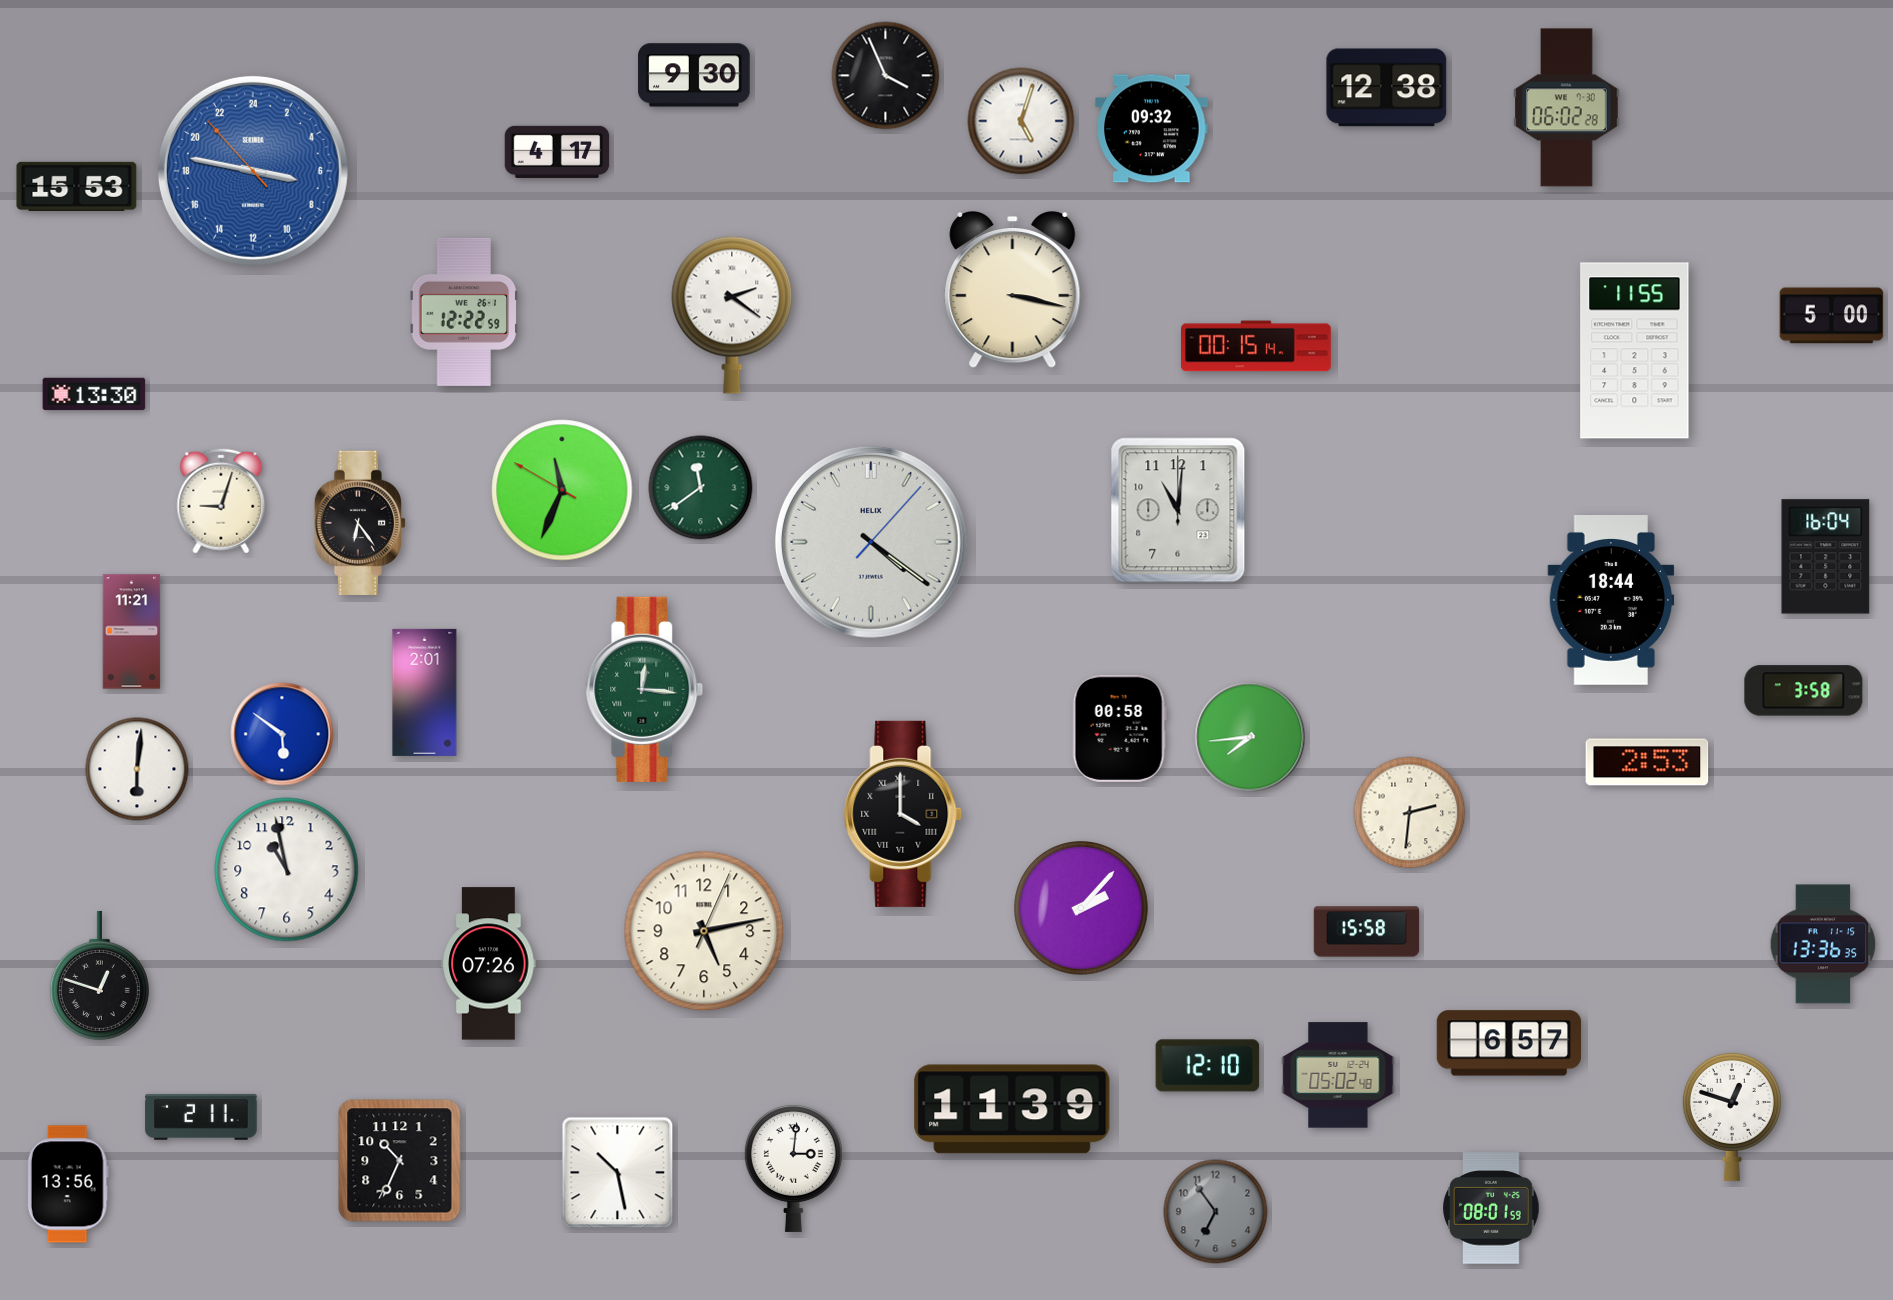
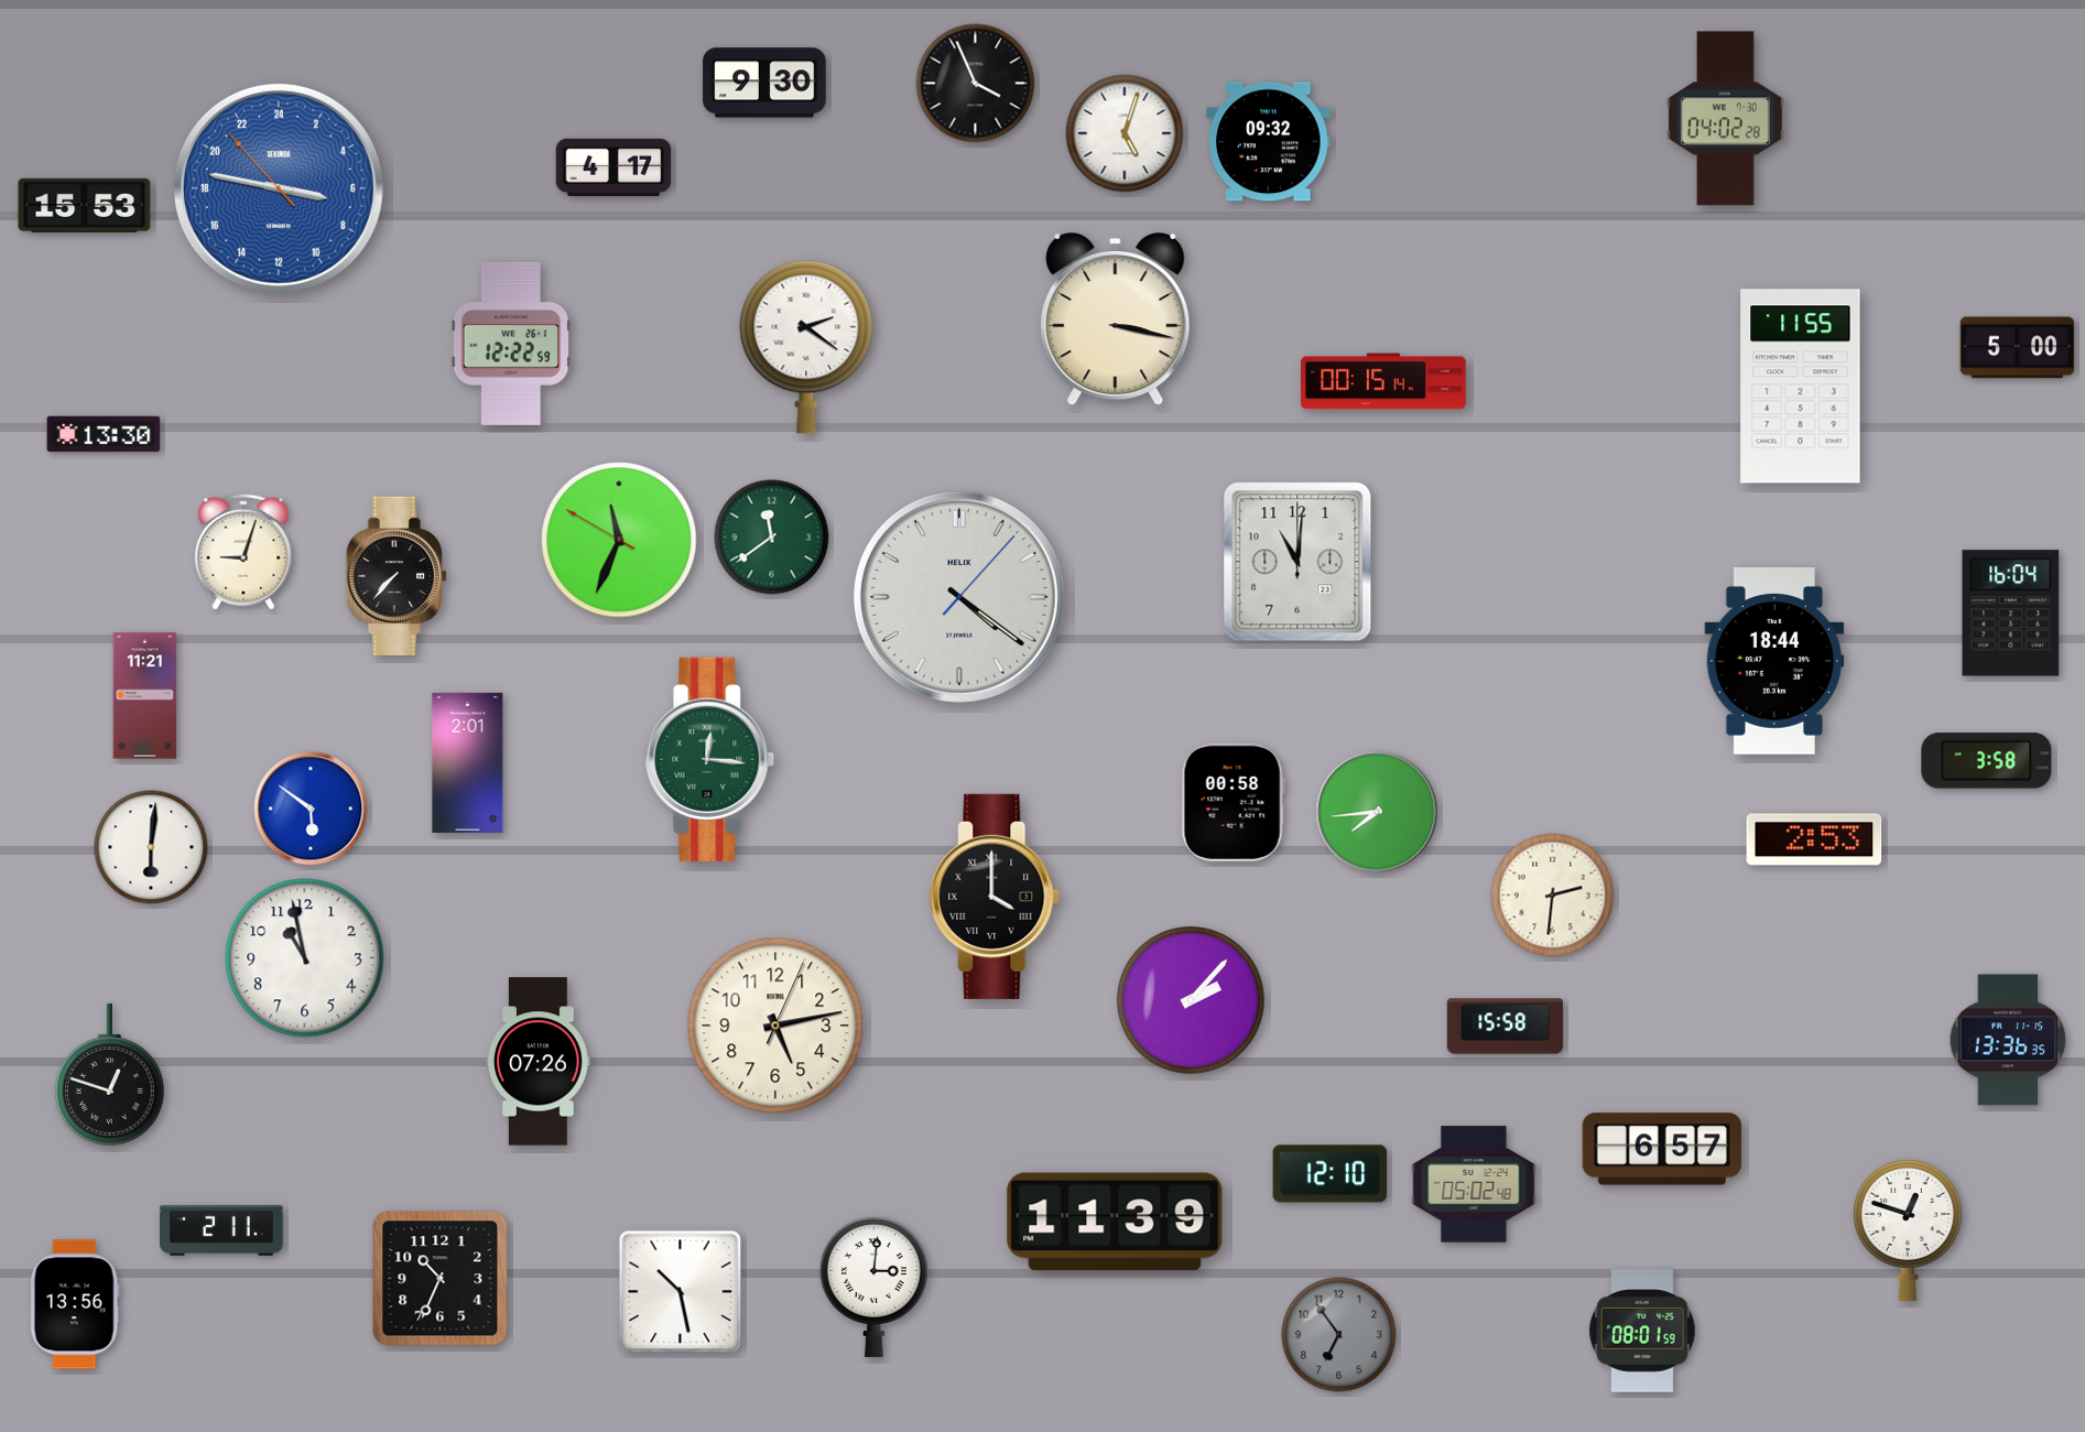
clock at (1387, 88): 12:38 -> none
clock at (1567, 108): 06:02 -> 04:02
clock at (359, 522): 6:24 -> 7:37
clock at (287, 870) position: (287, 870) -> (305, 958)
